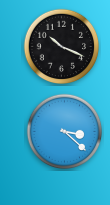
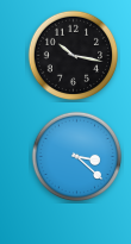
clock at (62, 47): 10:19 -> 10:17
